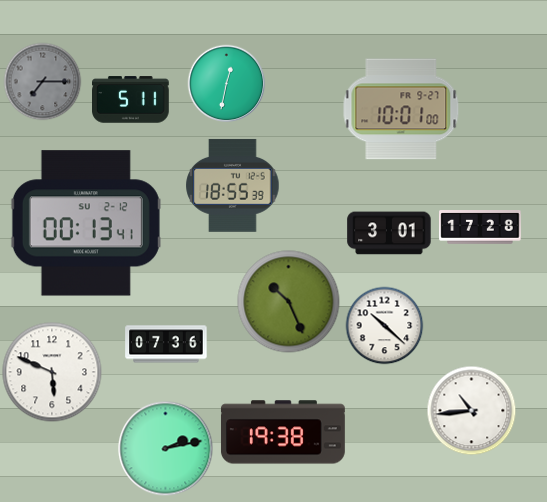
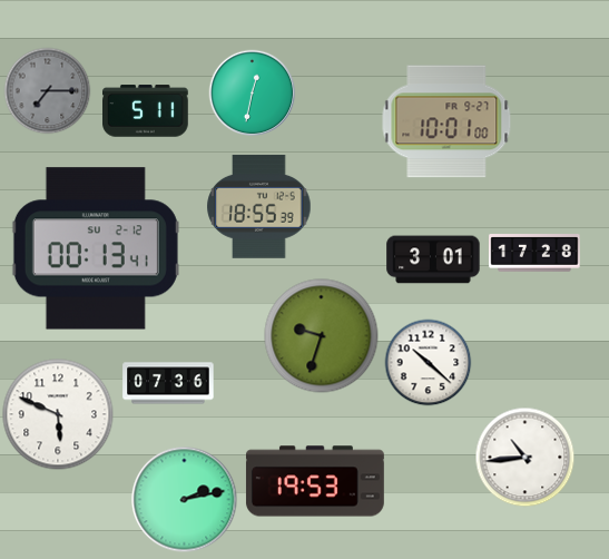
clock at (289, 302): 10:26 -> 9:33
clock at (166, 344) position: (166, 344) -> (168, 383)
clock at (283, 432): 19:38 -> 19:53
